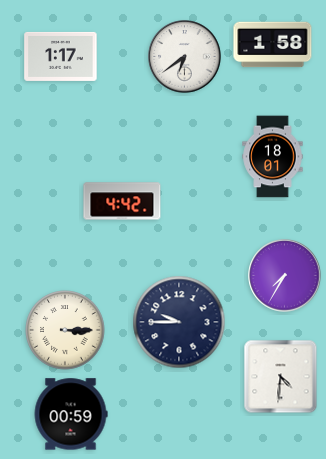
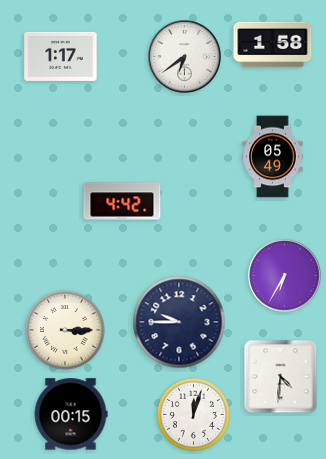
clock at (273, 157): 18:01 -> 05:49
clock at (285, 276): 7:35 -> 6:35
clock at (71, 414): 00:59 -> 00:15
clock at (193, 414): none -> 12:03
